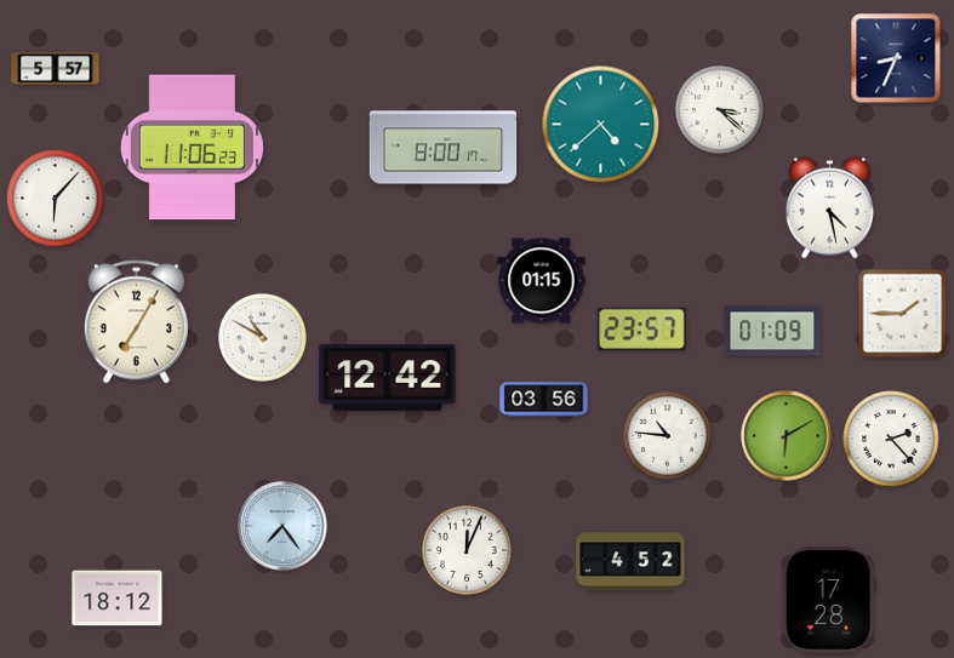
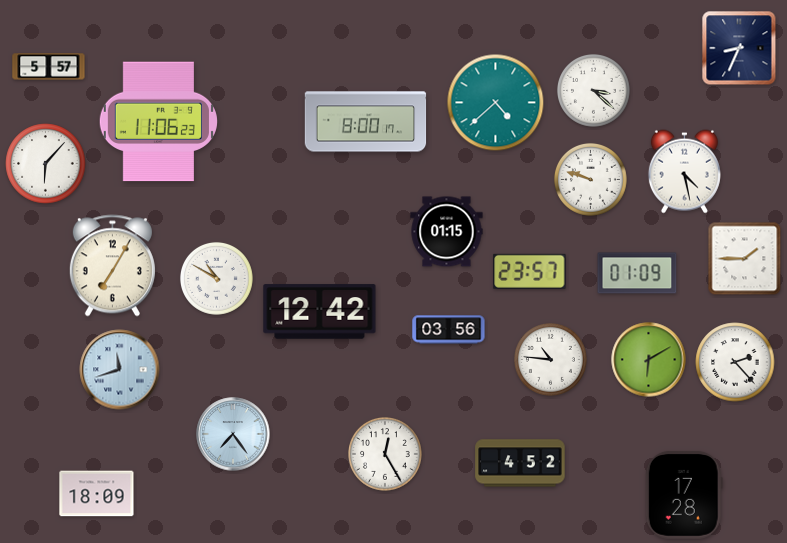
clock at (56, 69) position: (56, 69) -> (49, 67)
clock at (590, 179): none -> 9:48
clock at (120, 370): none -> 11:42
clock at (468, 551): 12:04 -> 12:25
clock at (118, 599): 18:12 -> 18:09
